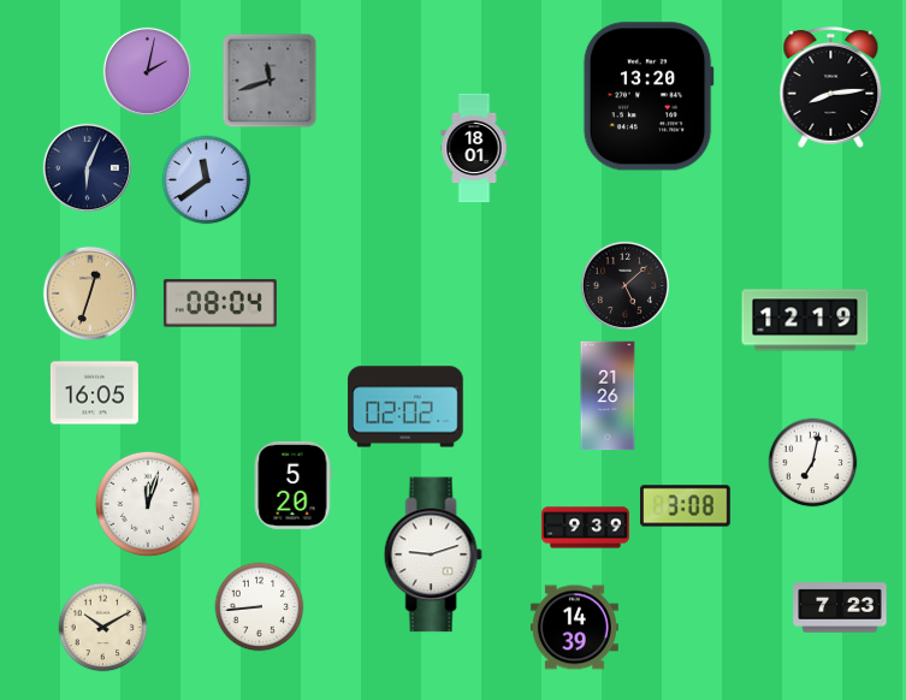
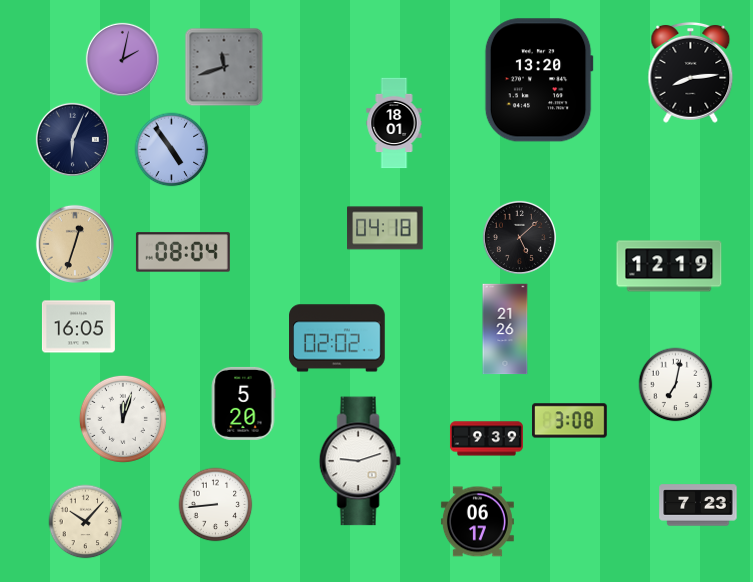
clock at (207, 180): 11:39 -> 4:54
clock at (385, 228): none -> 04:18
clock at (103, 628): 10:10 -> 10:07
clock at (574, 628): 14:39 -> 06:17
